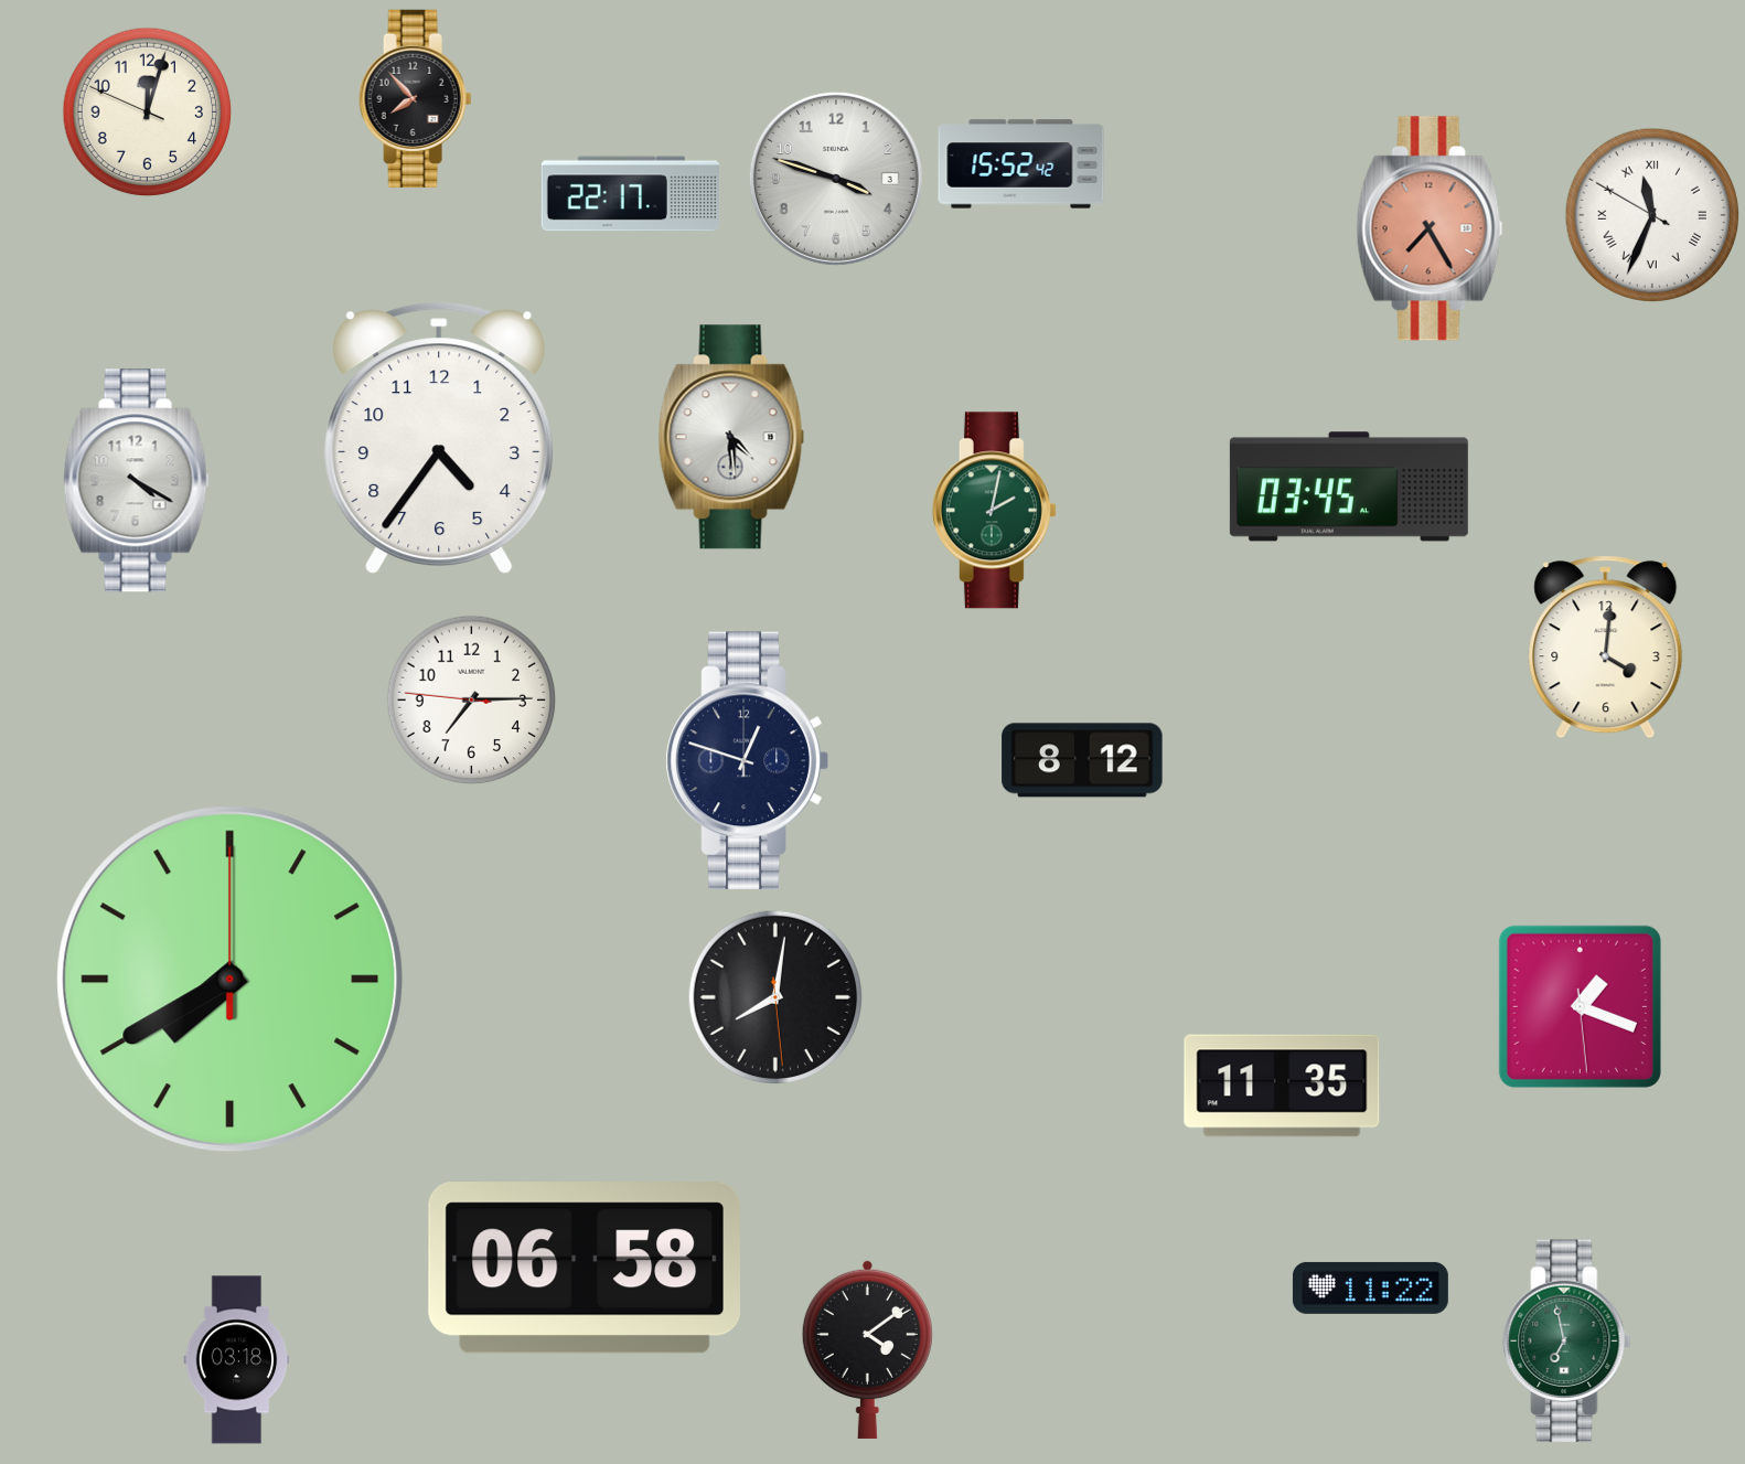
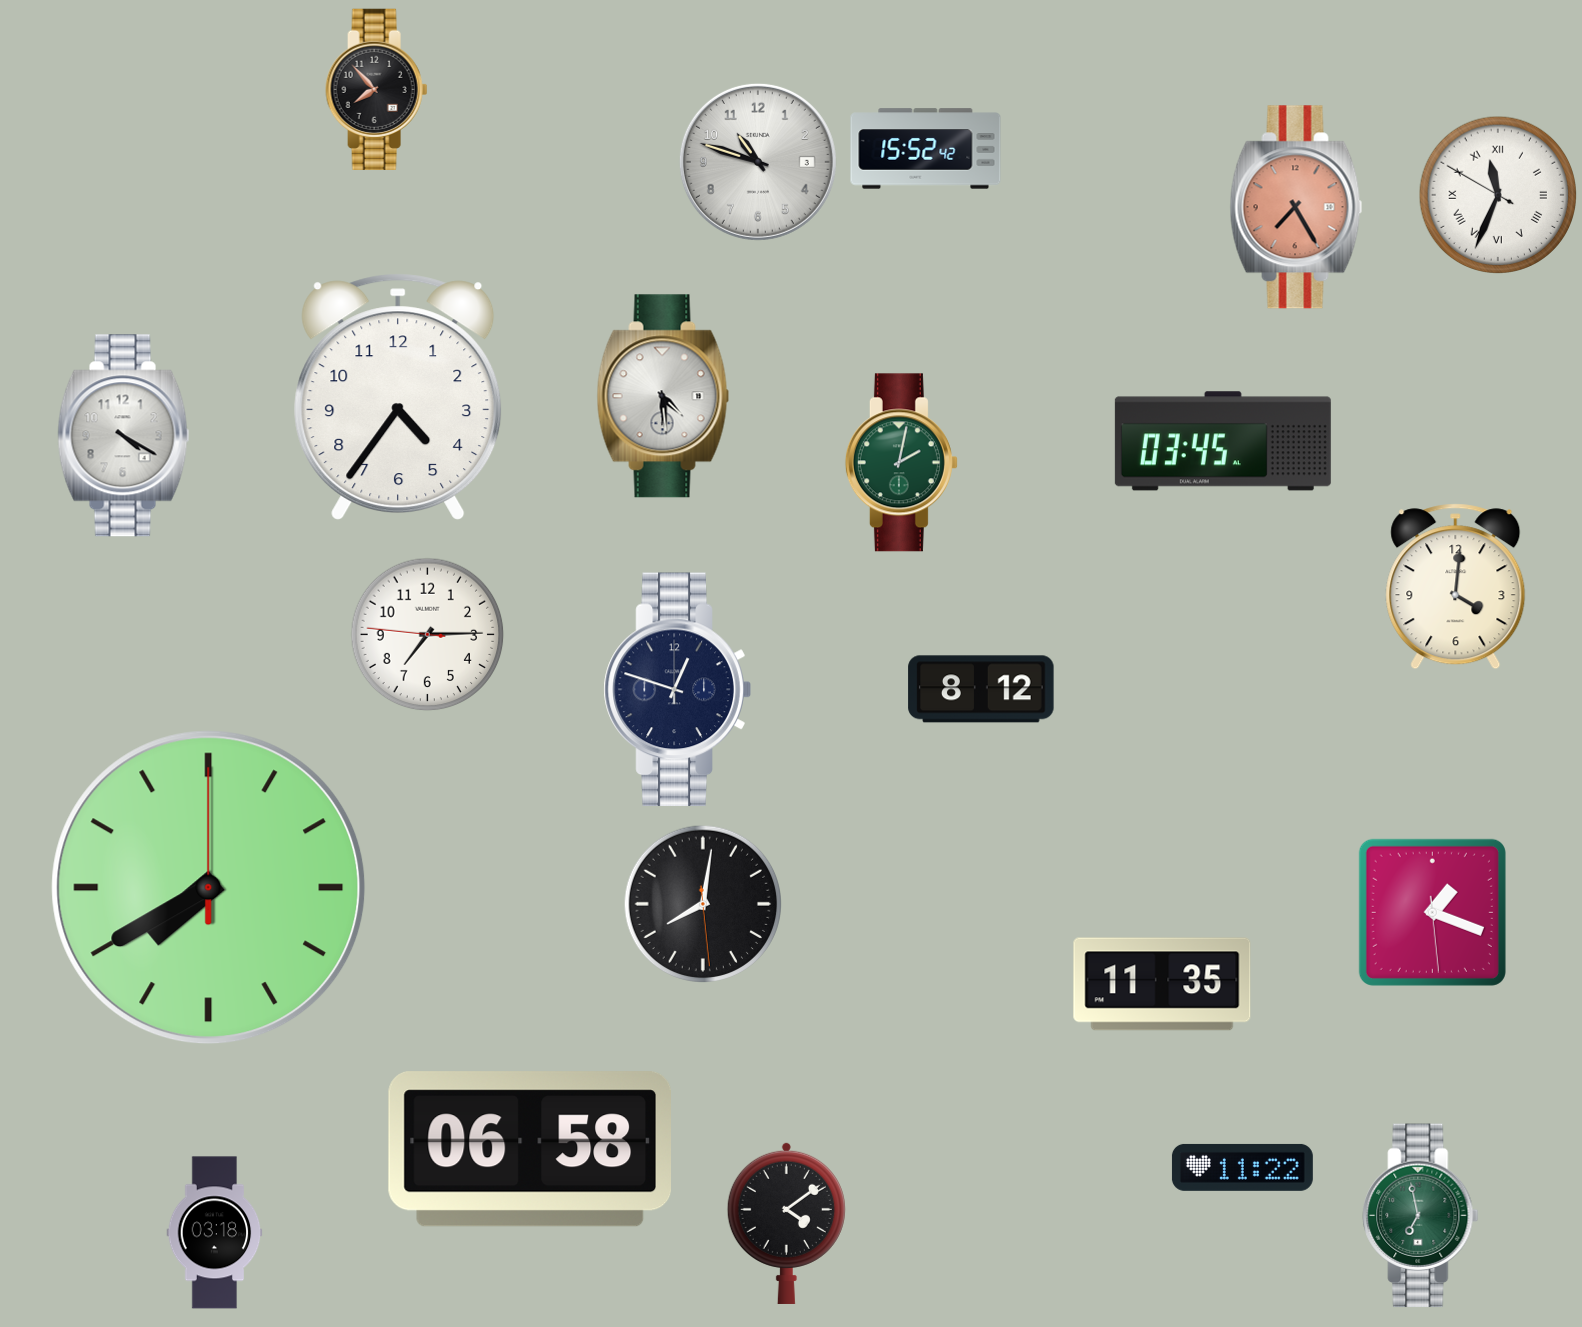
clock at (148, 113): 12:02 -> none
clock at (836, 179): 3:48 -> 10:48
clock at (630, 194): 22:17 -> none
